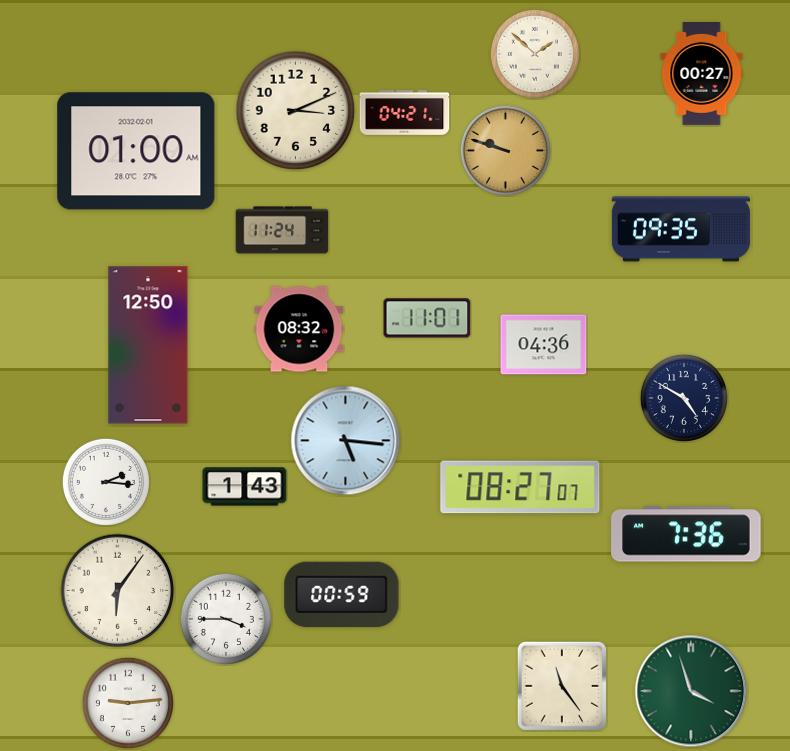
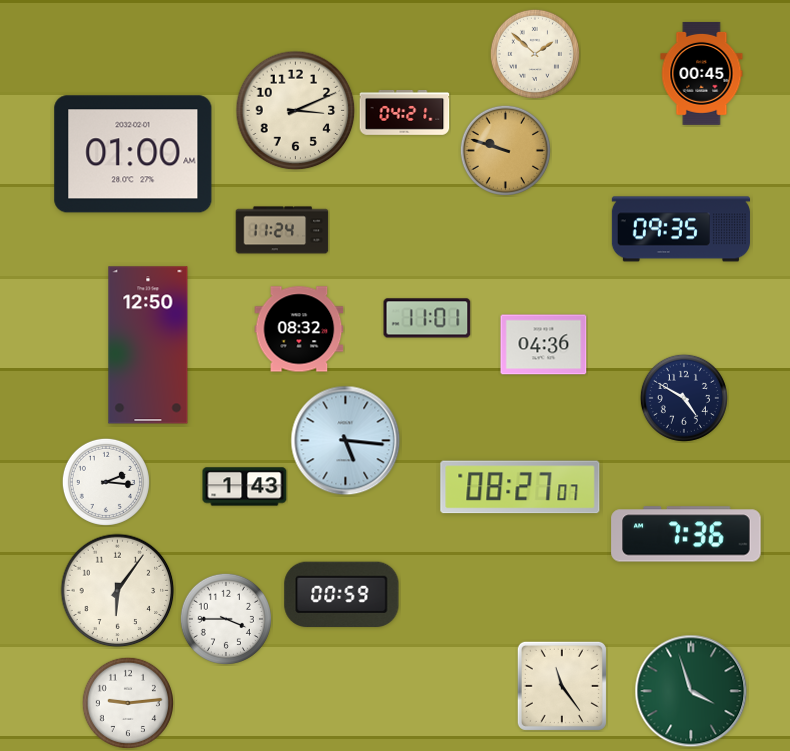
clock at (702, 73): 00:27 -> 00:45
clock at (136, 151) position: (136, 151) -> (133, 154)
